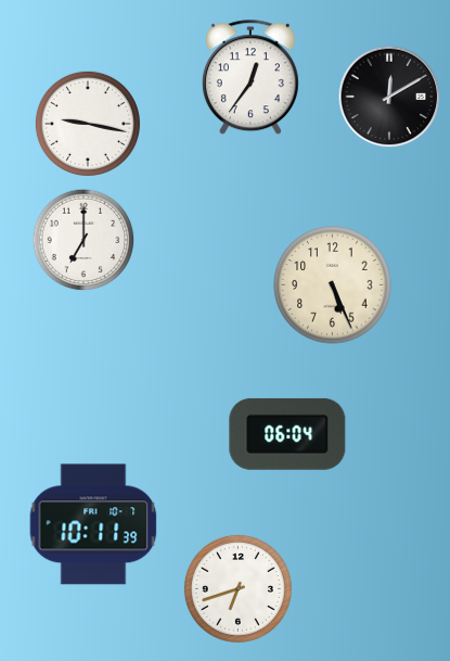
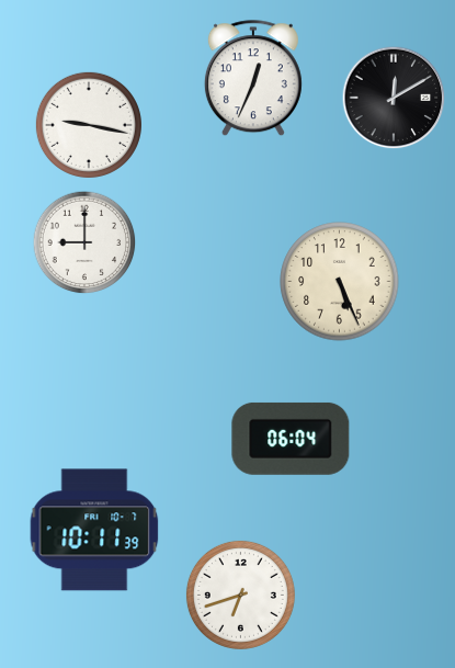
clock at (250, 78): 12:36 -> 12:34
clock at (83, 240): 7:00 -> 9:00
clock at (333, 285) position: (333, 285) -> (340, 282)
